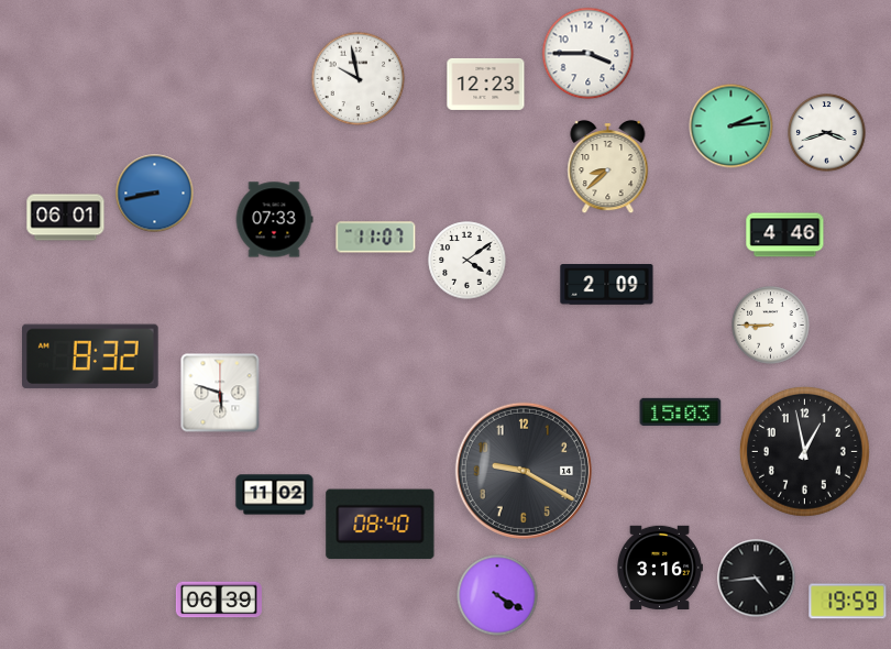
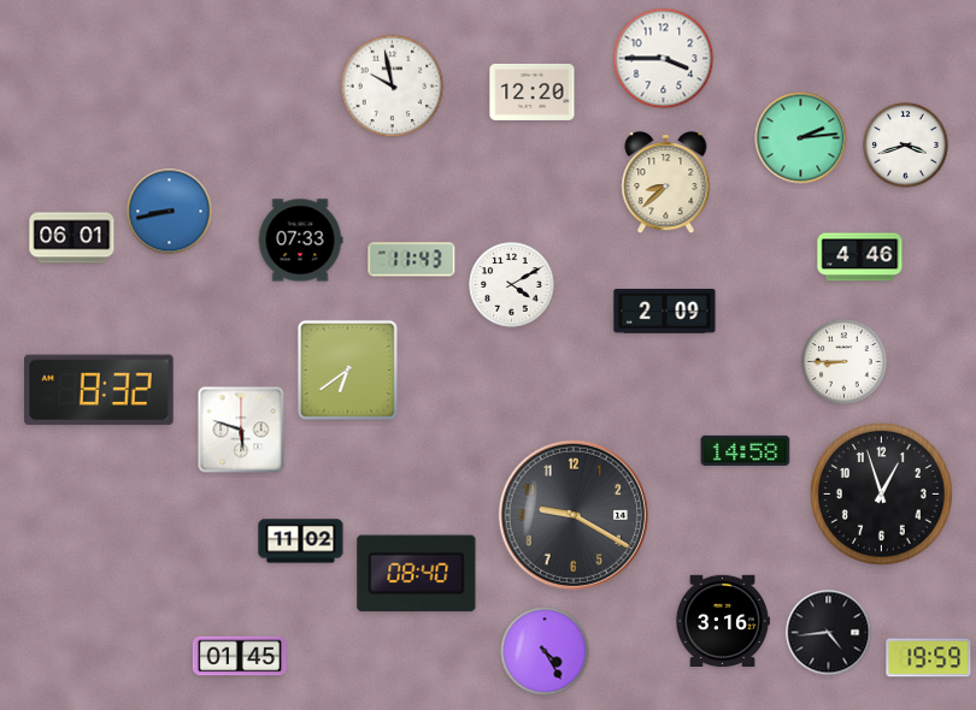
clock at (588, 54) position: (588, 54) -> (664, 59)
clock at (486, 84): 12:23 -> 12:20
clock at (376, 238): 11:07 -> 11:43
clock at (468, 261): 4:09 -> 4:10
clock at (771, 326) position: (771, 326) -> (845, 362)
clock at (347, 369): none -> 6:39
clock at (681, 411): 15:03 -> 14:58
clock at (804, 451): 12:58 -> 12:57
clock at (497, 595): 4:20 -> 4:25
clock at (219, 599): 06:39 -> 01:45
